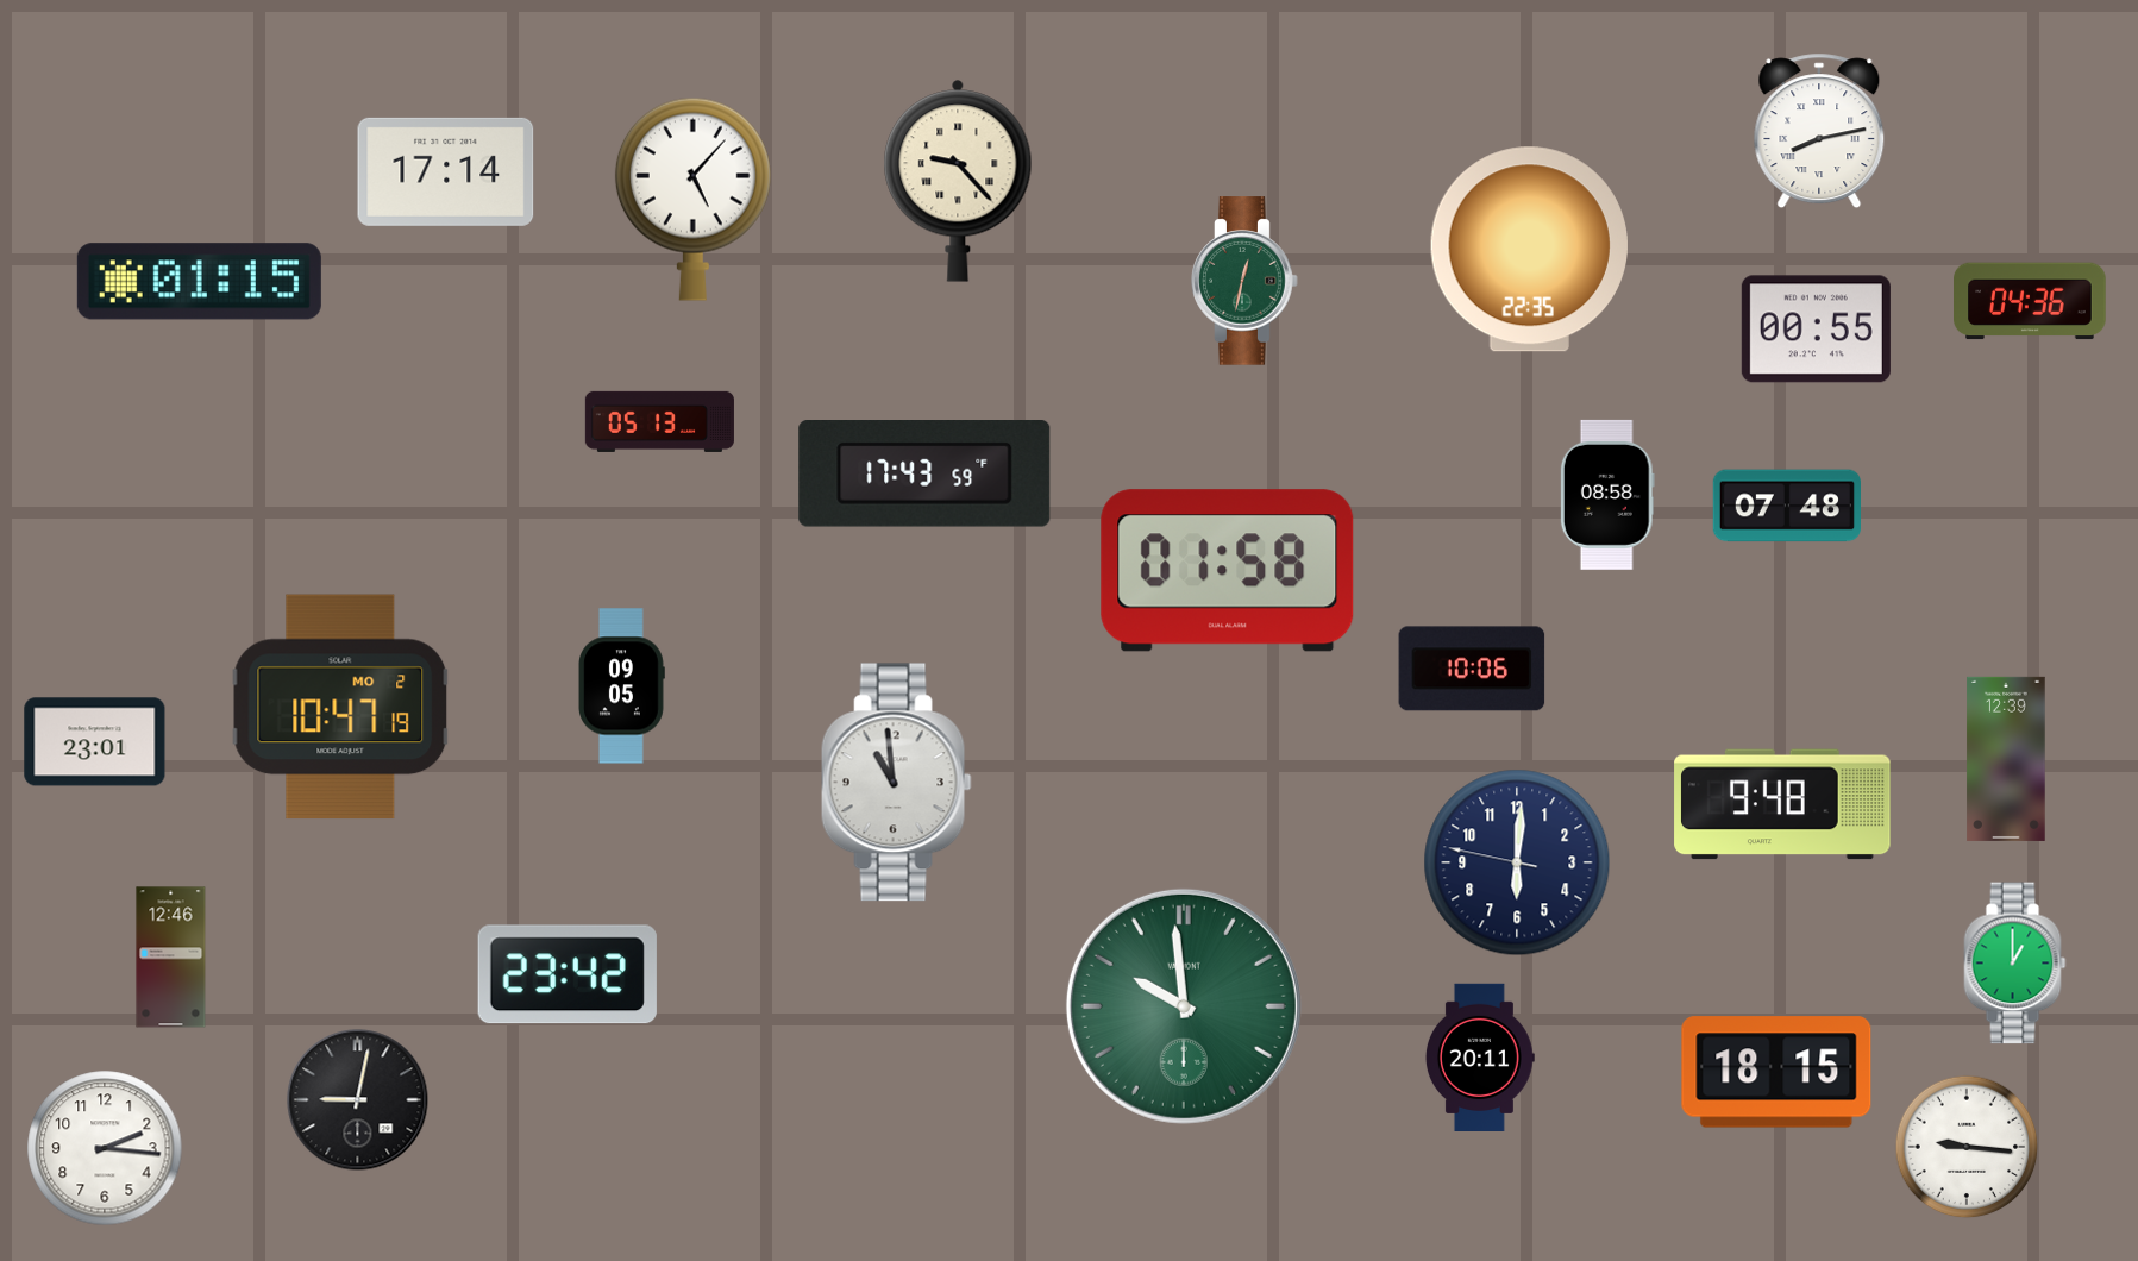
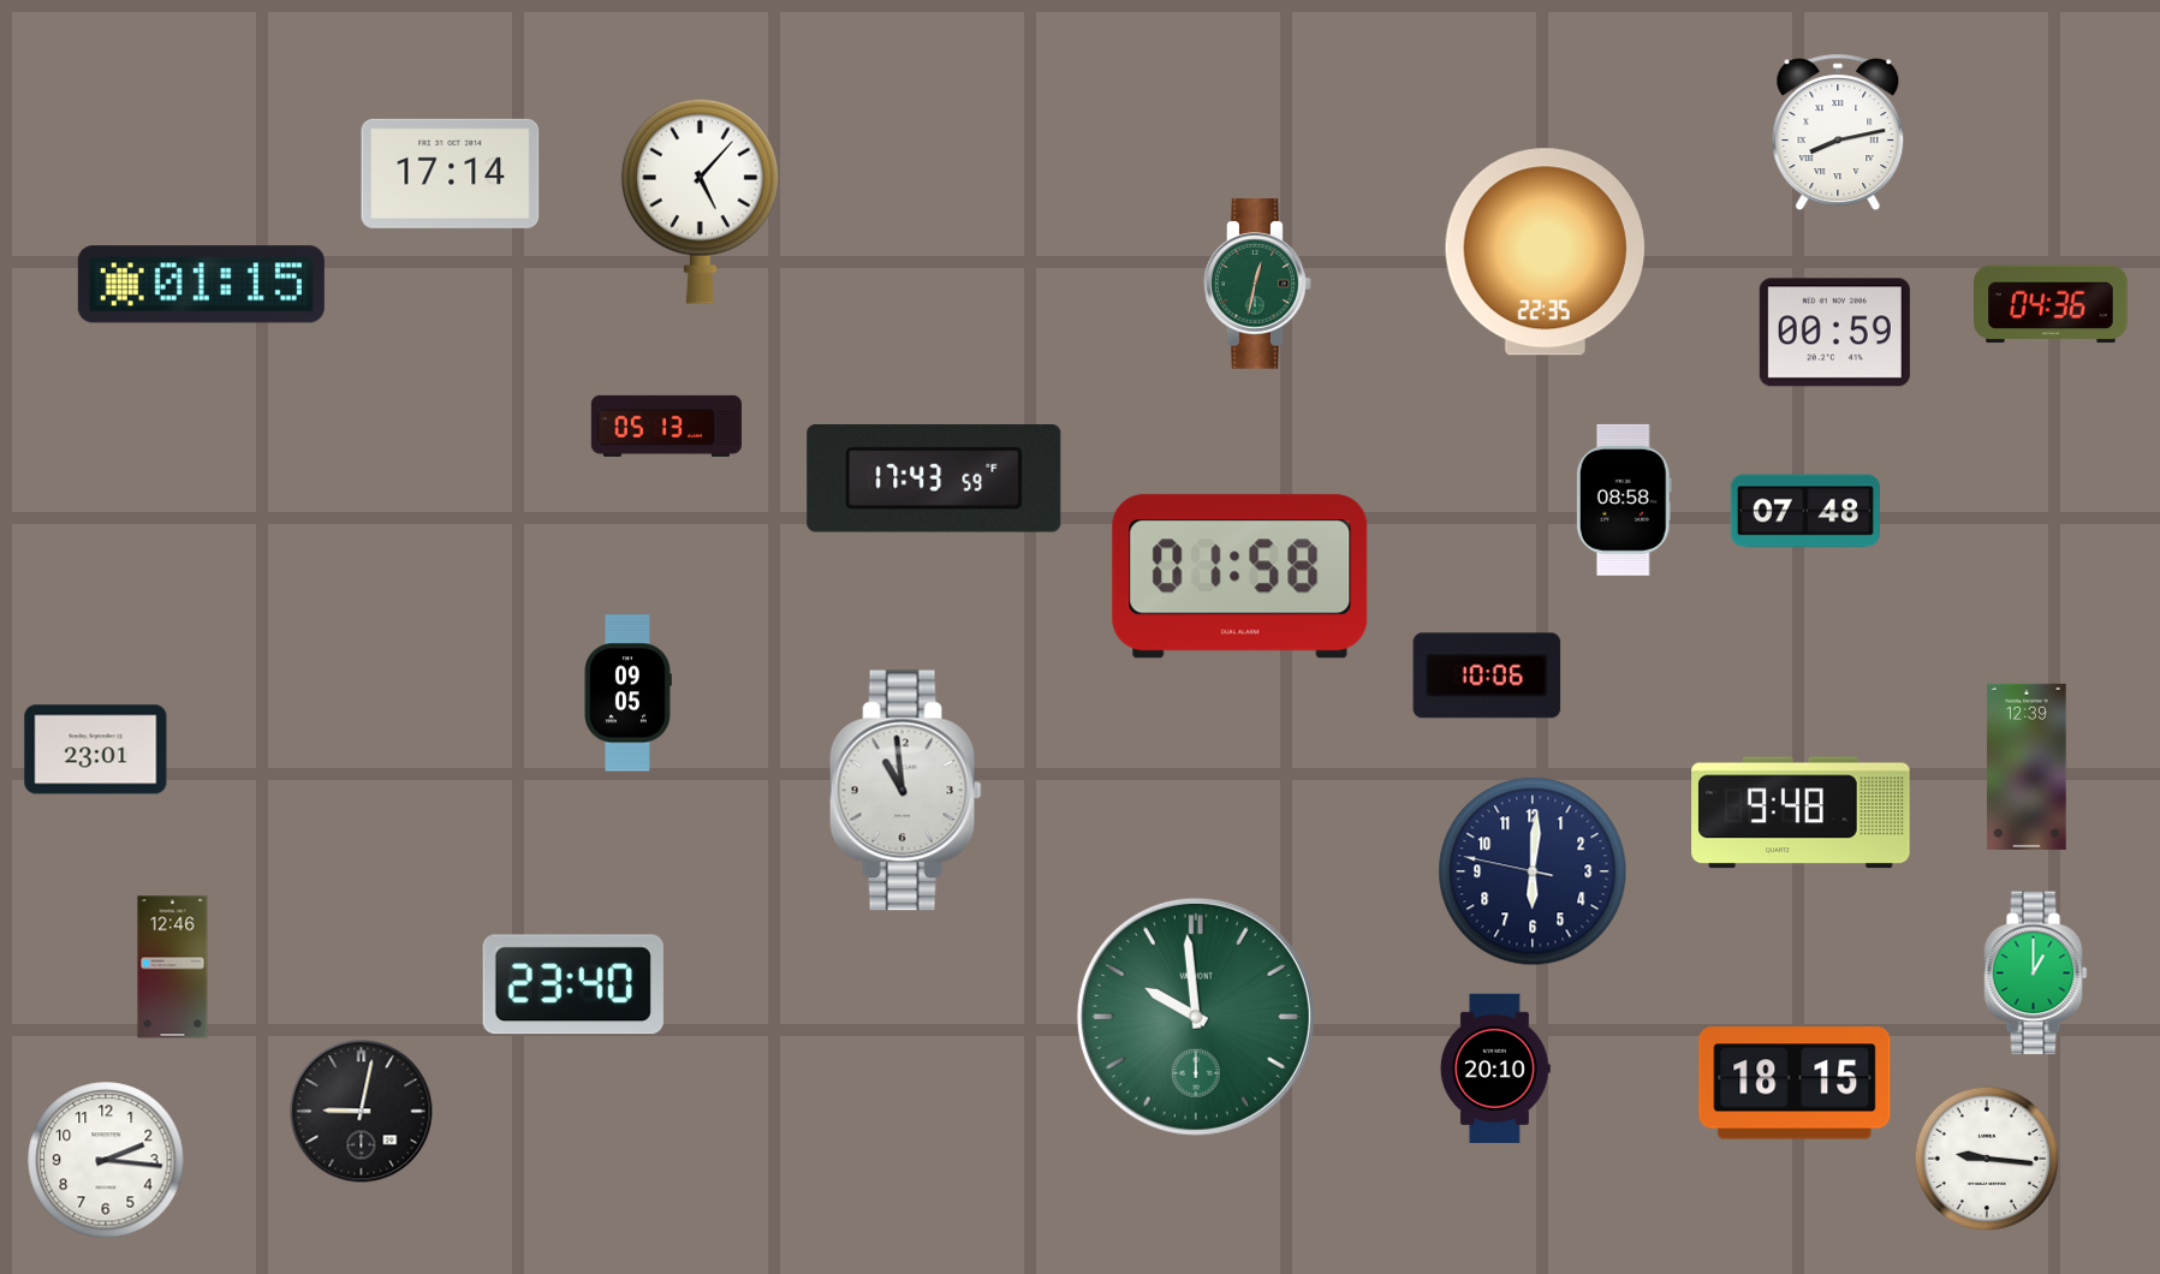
clock at (958, 181): 9:23 -> none
clock at (1816, 330): 00:55 -> 00:59
clock at (340, 707): 10:47 -> none
clock at (568, 974): 23:42 -> 23:40
clock at (1480, 1056): 20:11 -> 20:10
